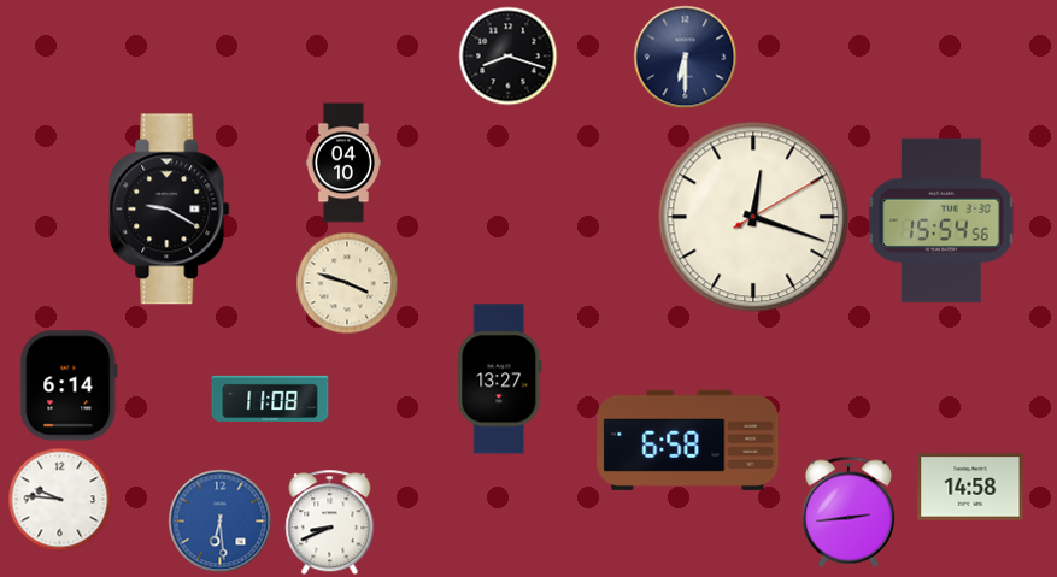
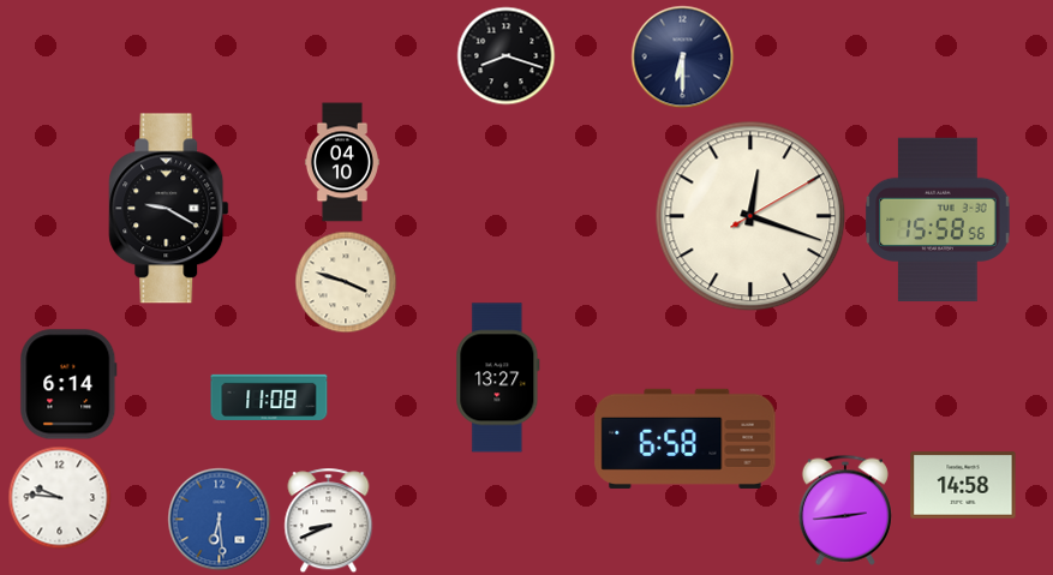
clock at (941, 220): 15:54 -> 15:58
clock at (970, 487) position: (970, 487) -> (963, 485)
